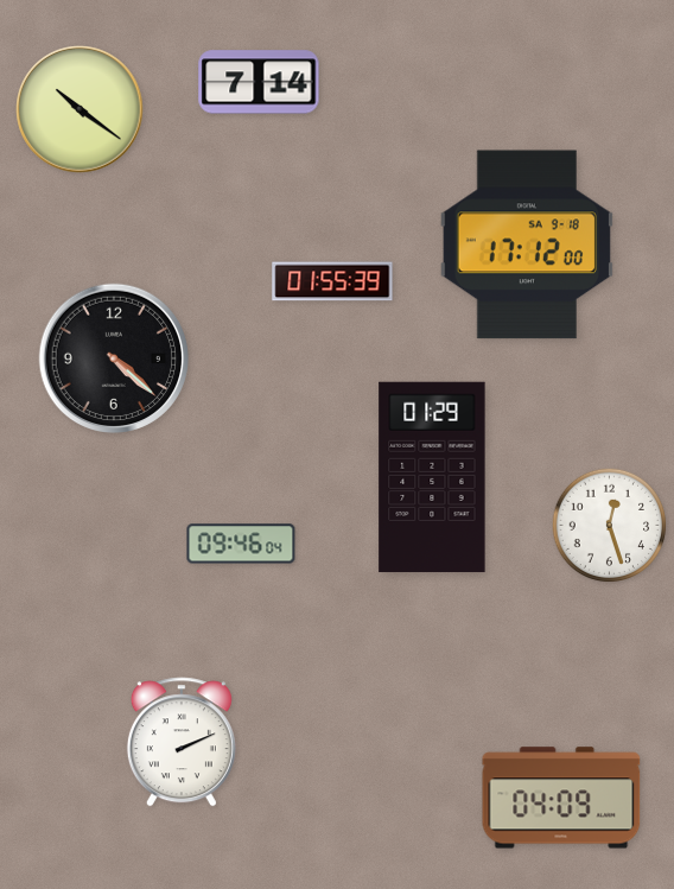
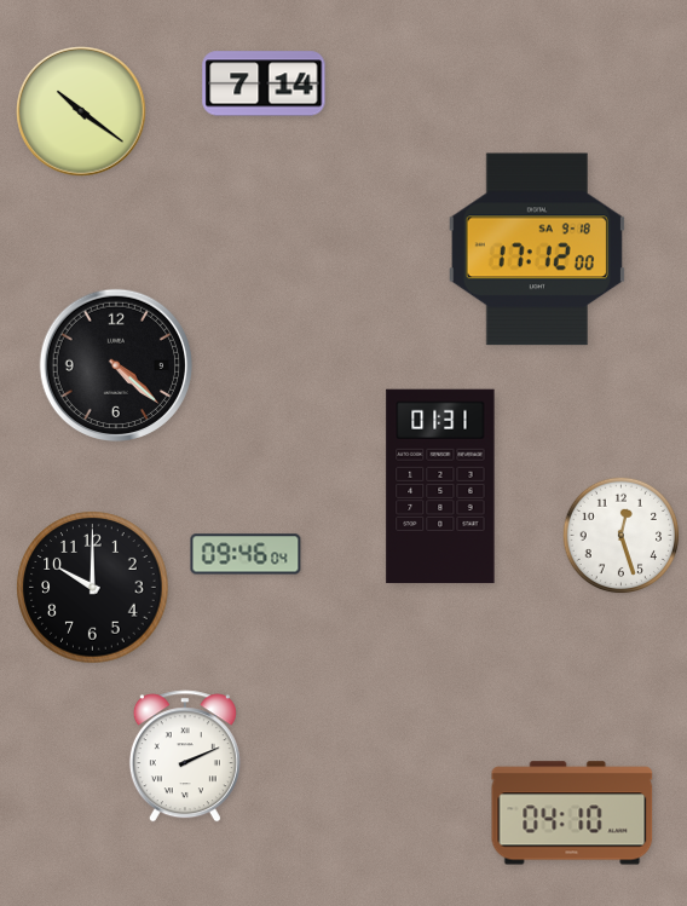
clock at (332, 281): 01:55 -> none
clock at (432, 477): 01:29 -> 01:31
clock at (93, 588): none -> 10:00
clock at (561, 798): 04:09 -> 04:10
